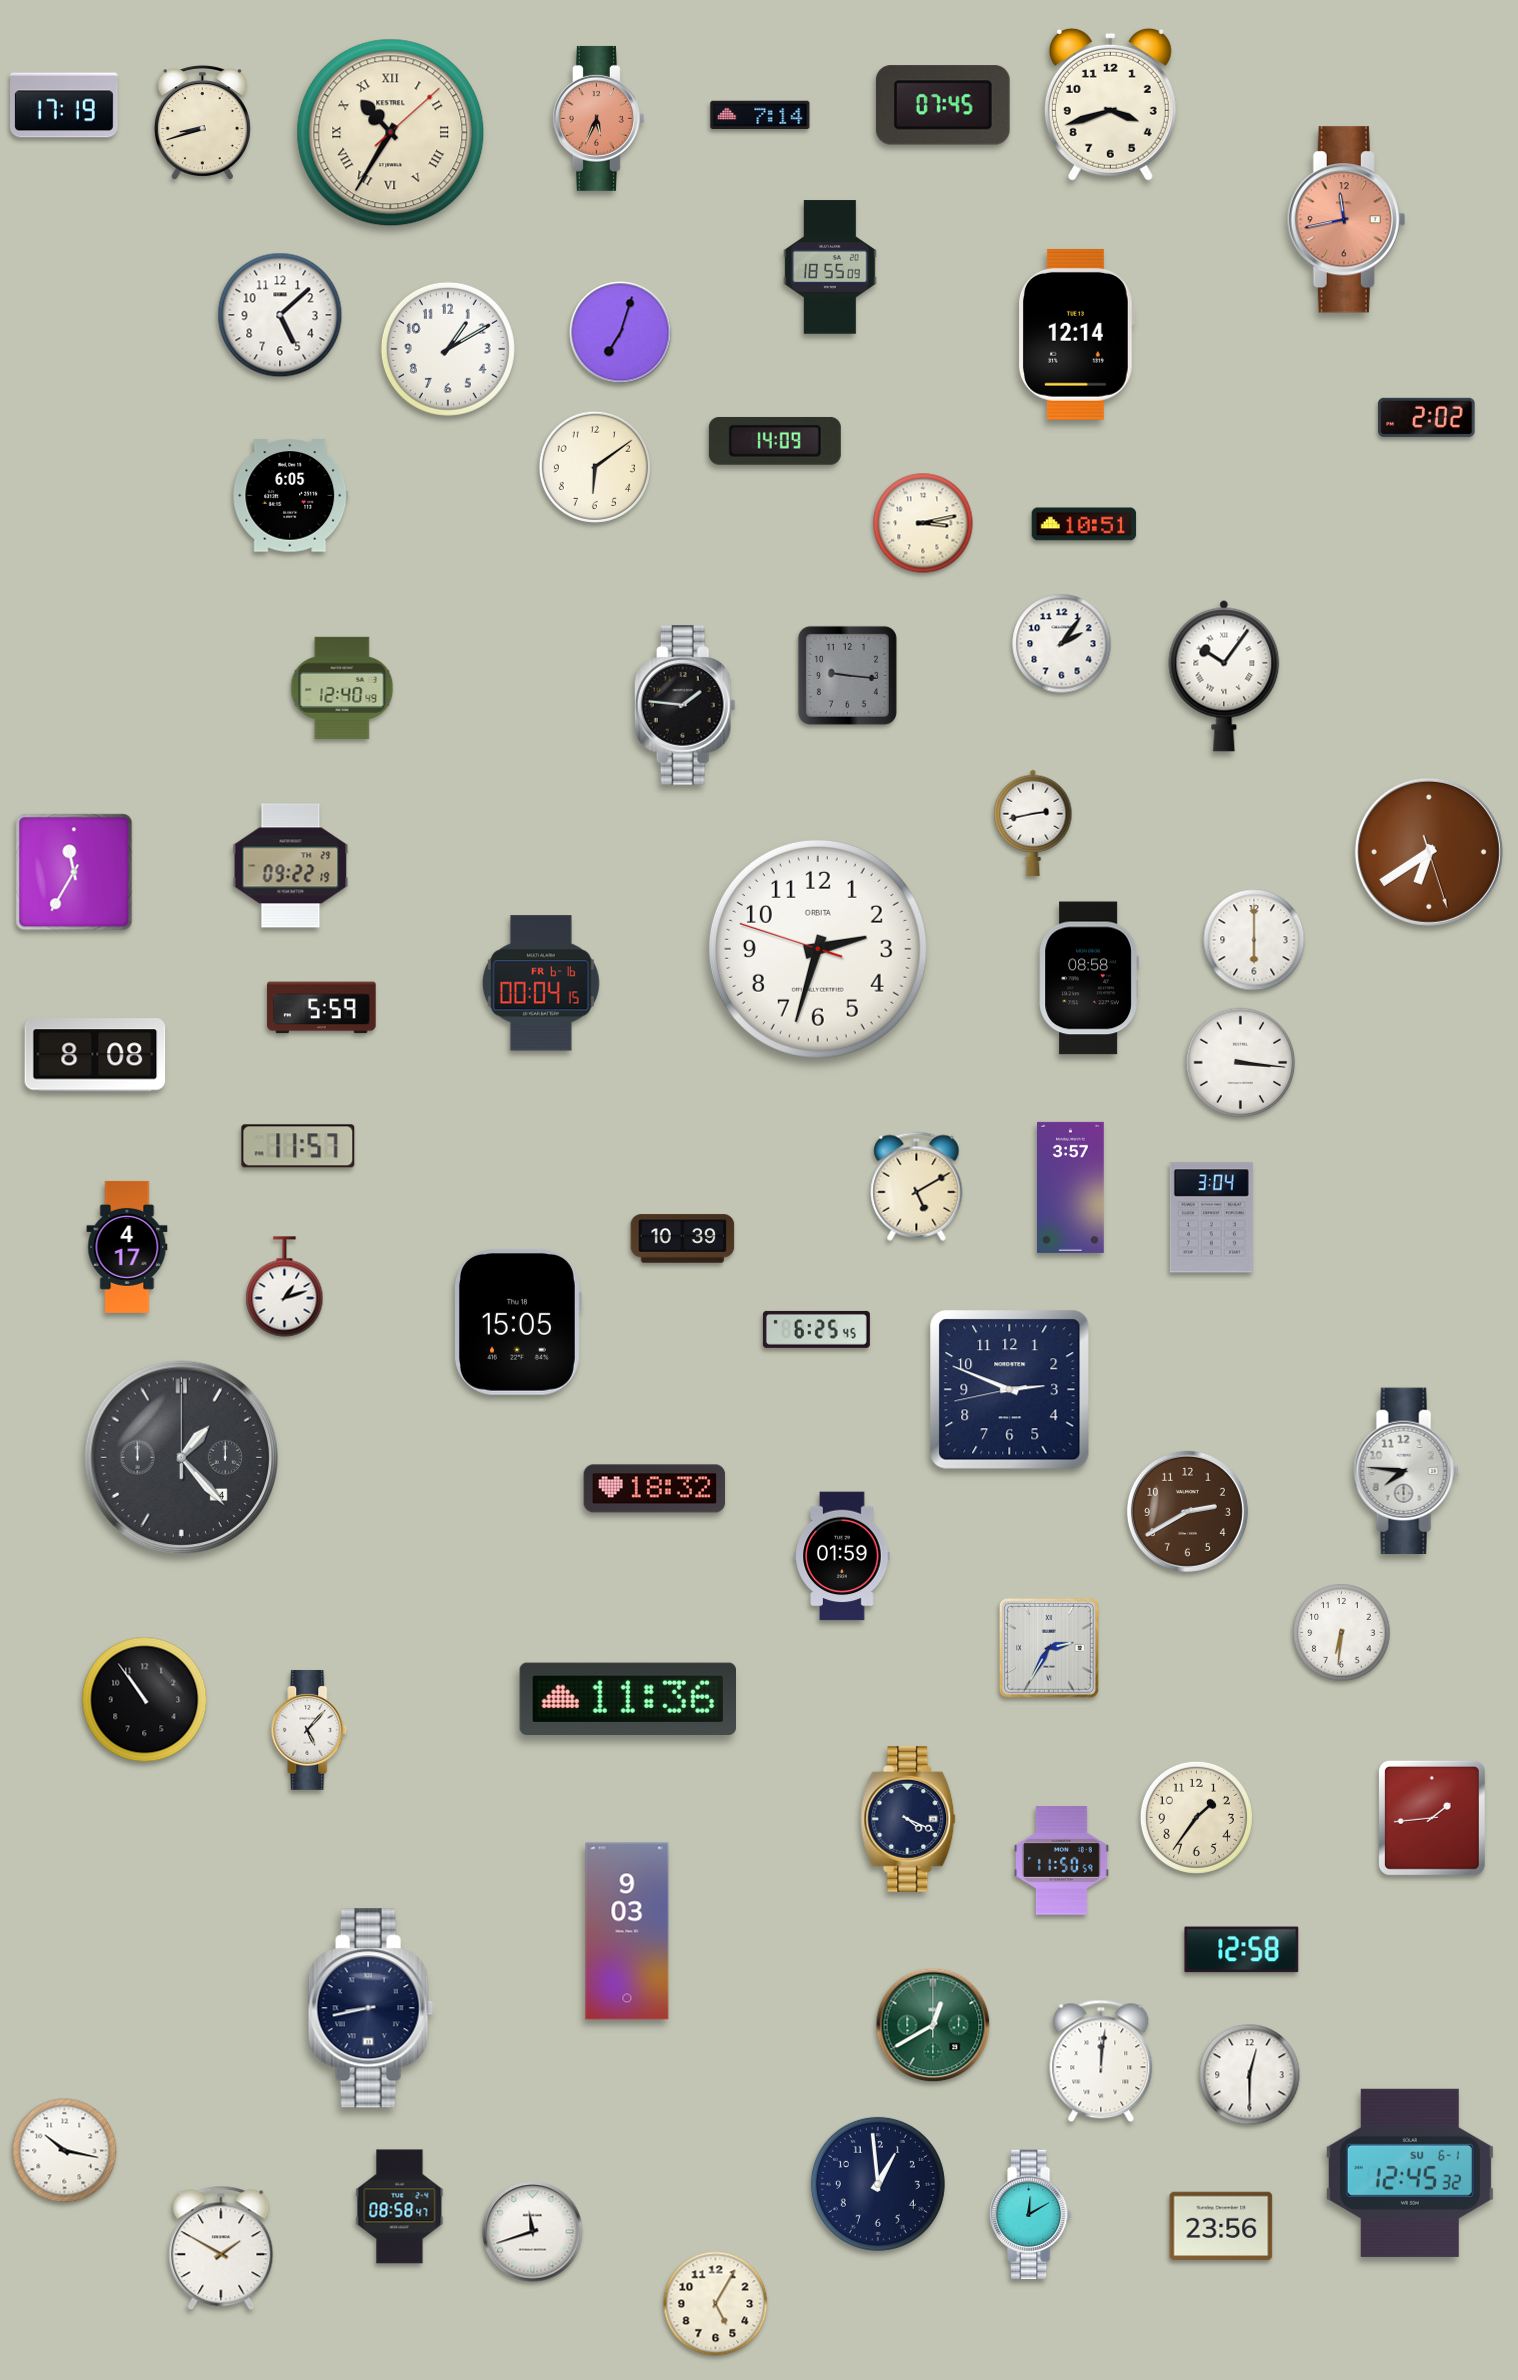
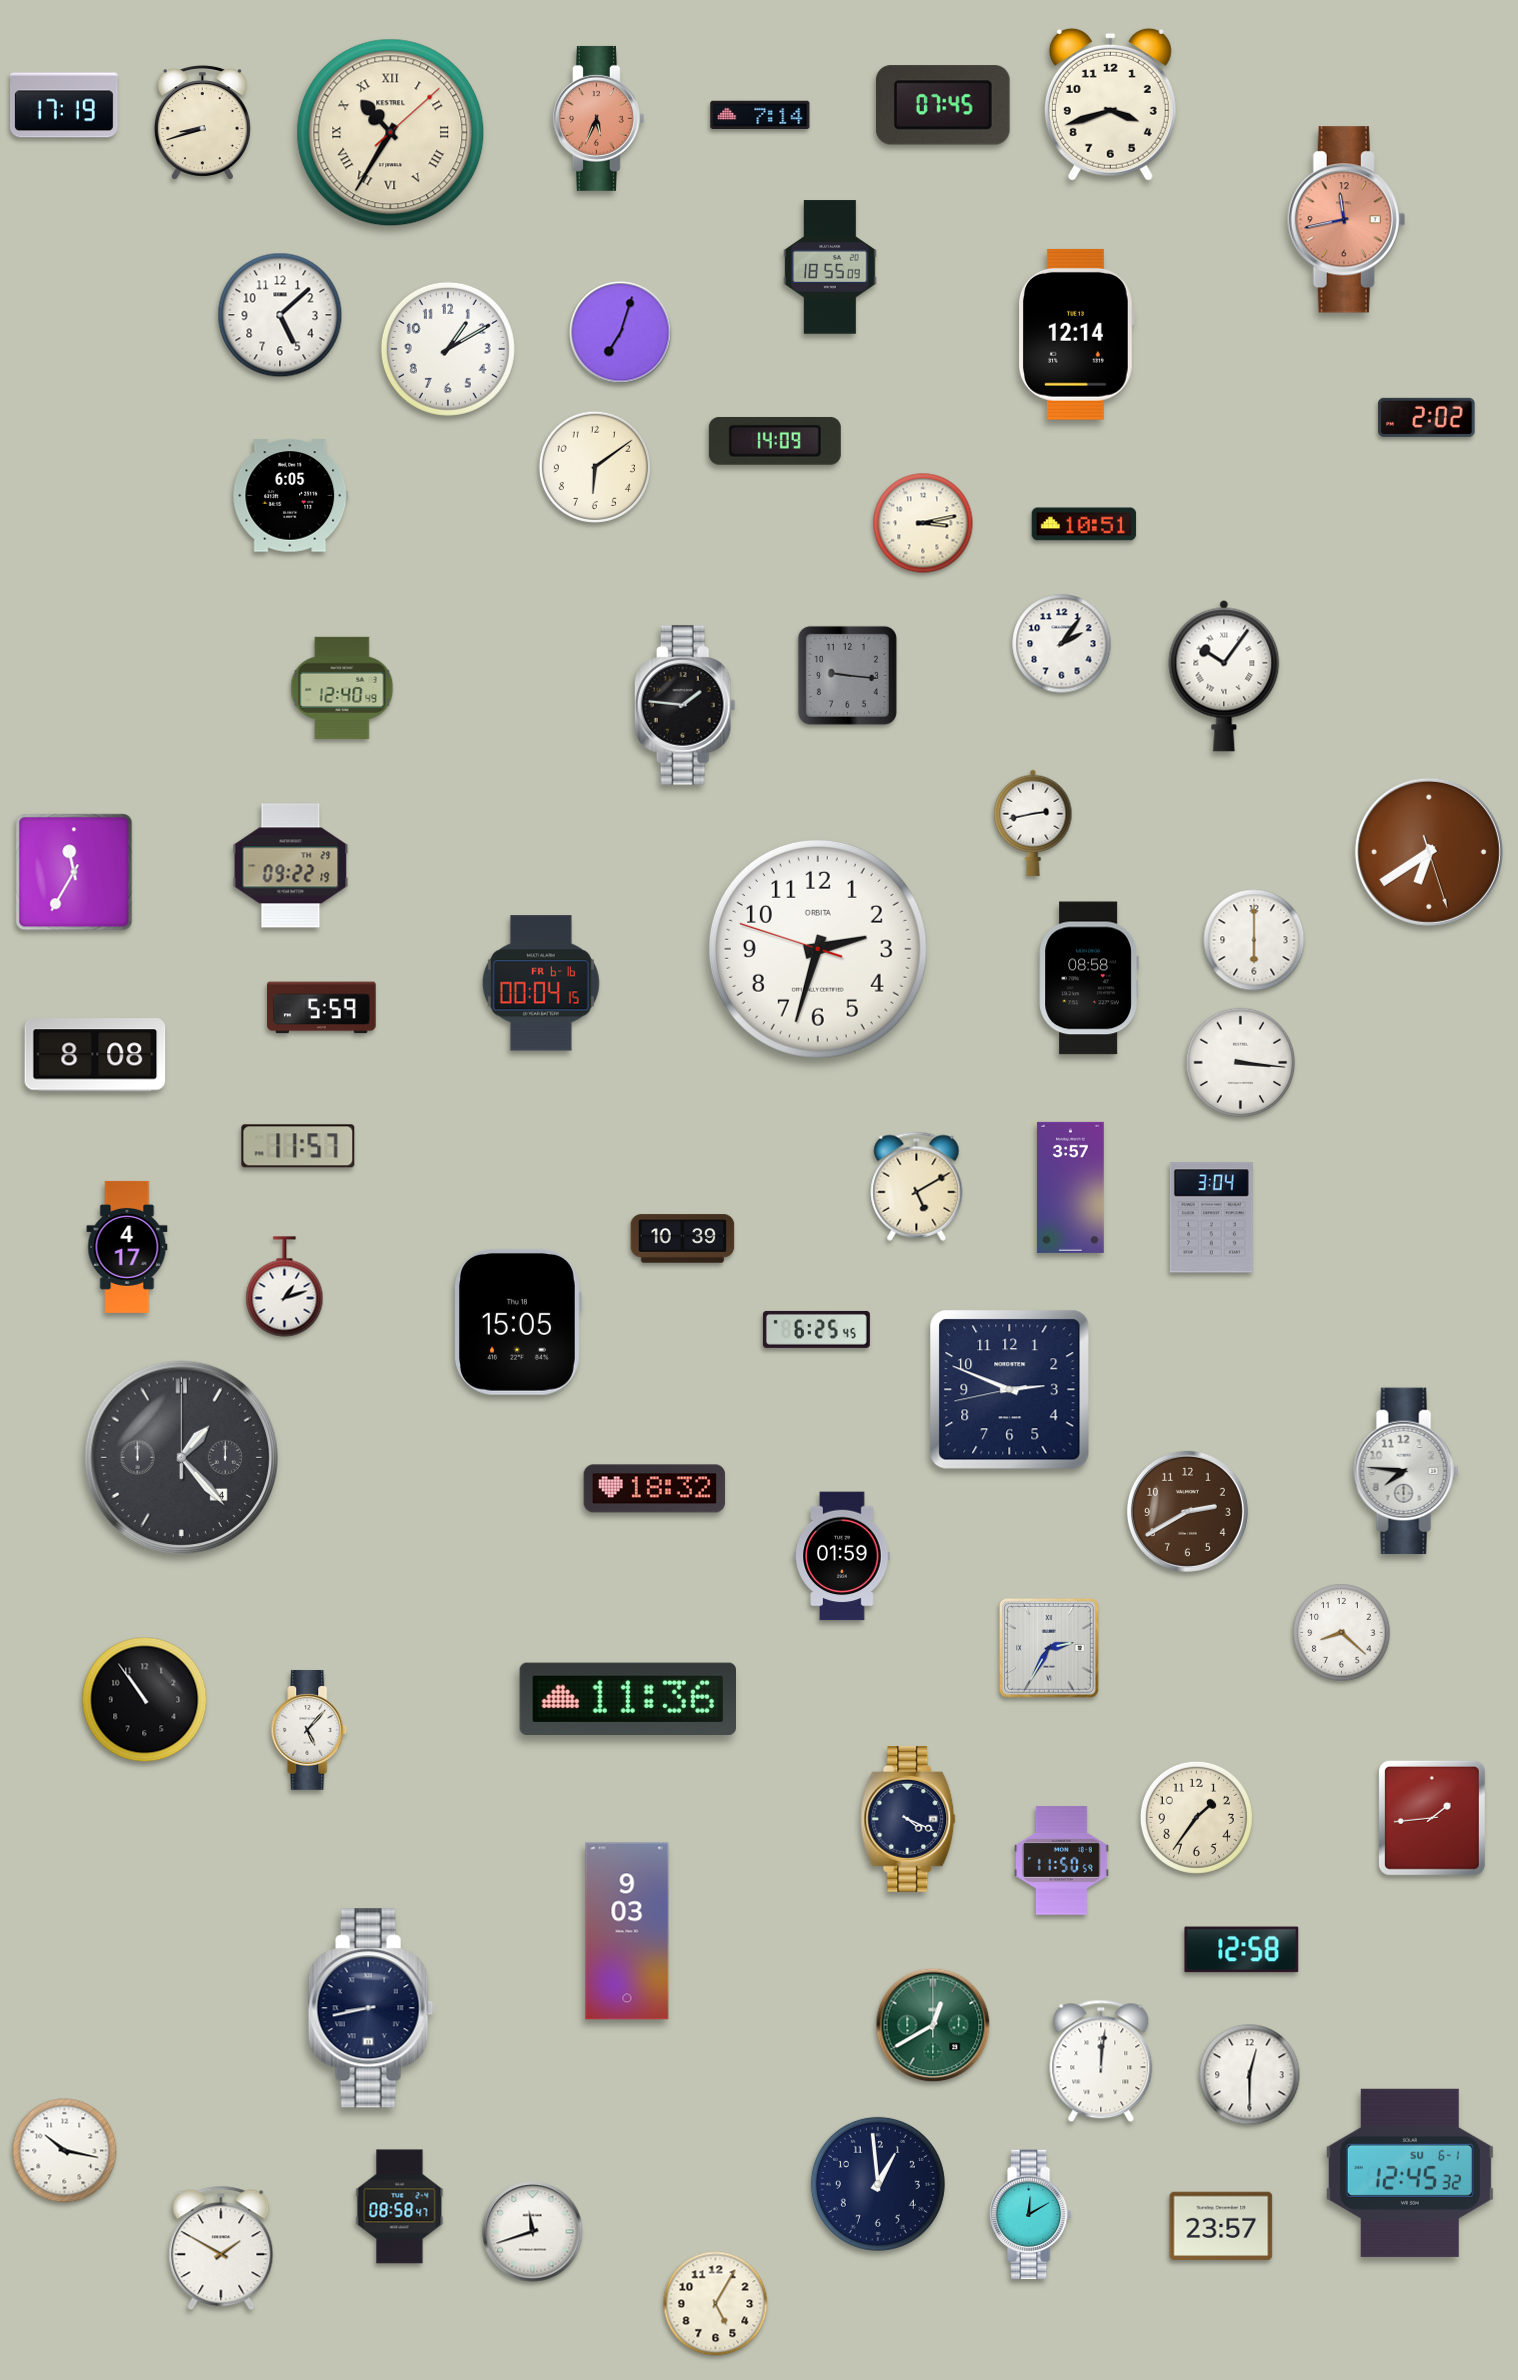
clock at (1342, 1633): 6:31 -> 8:22
clock at (1221, 2226): 23:56 -> 23:57
